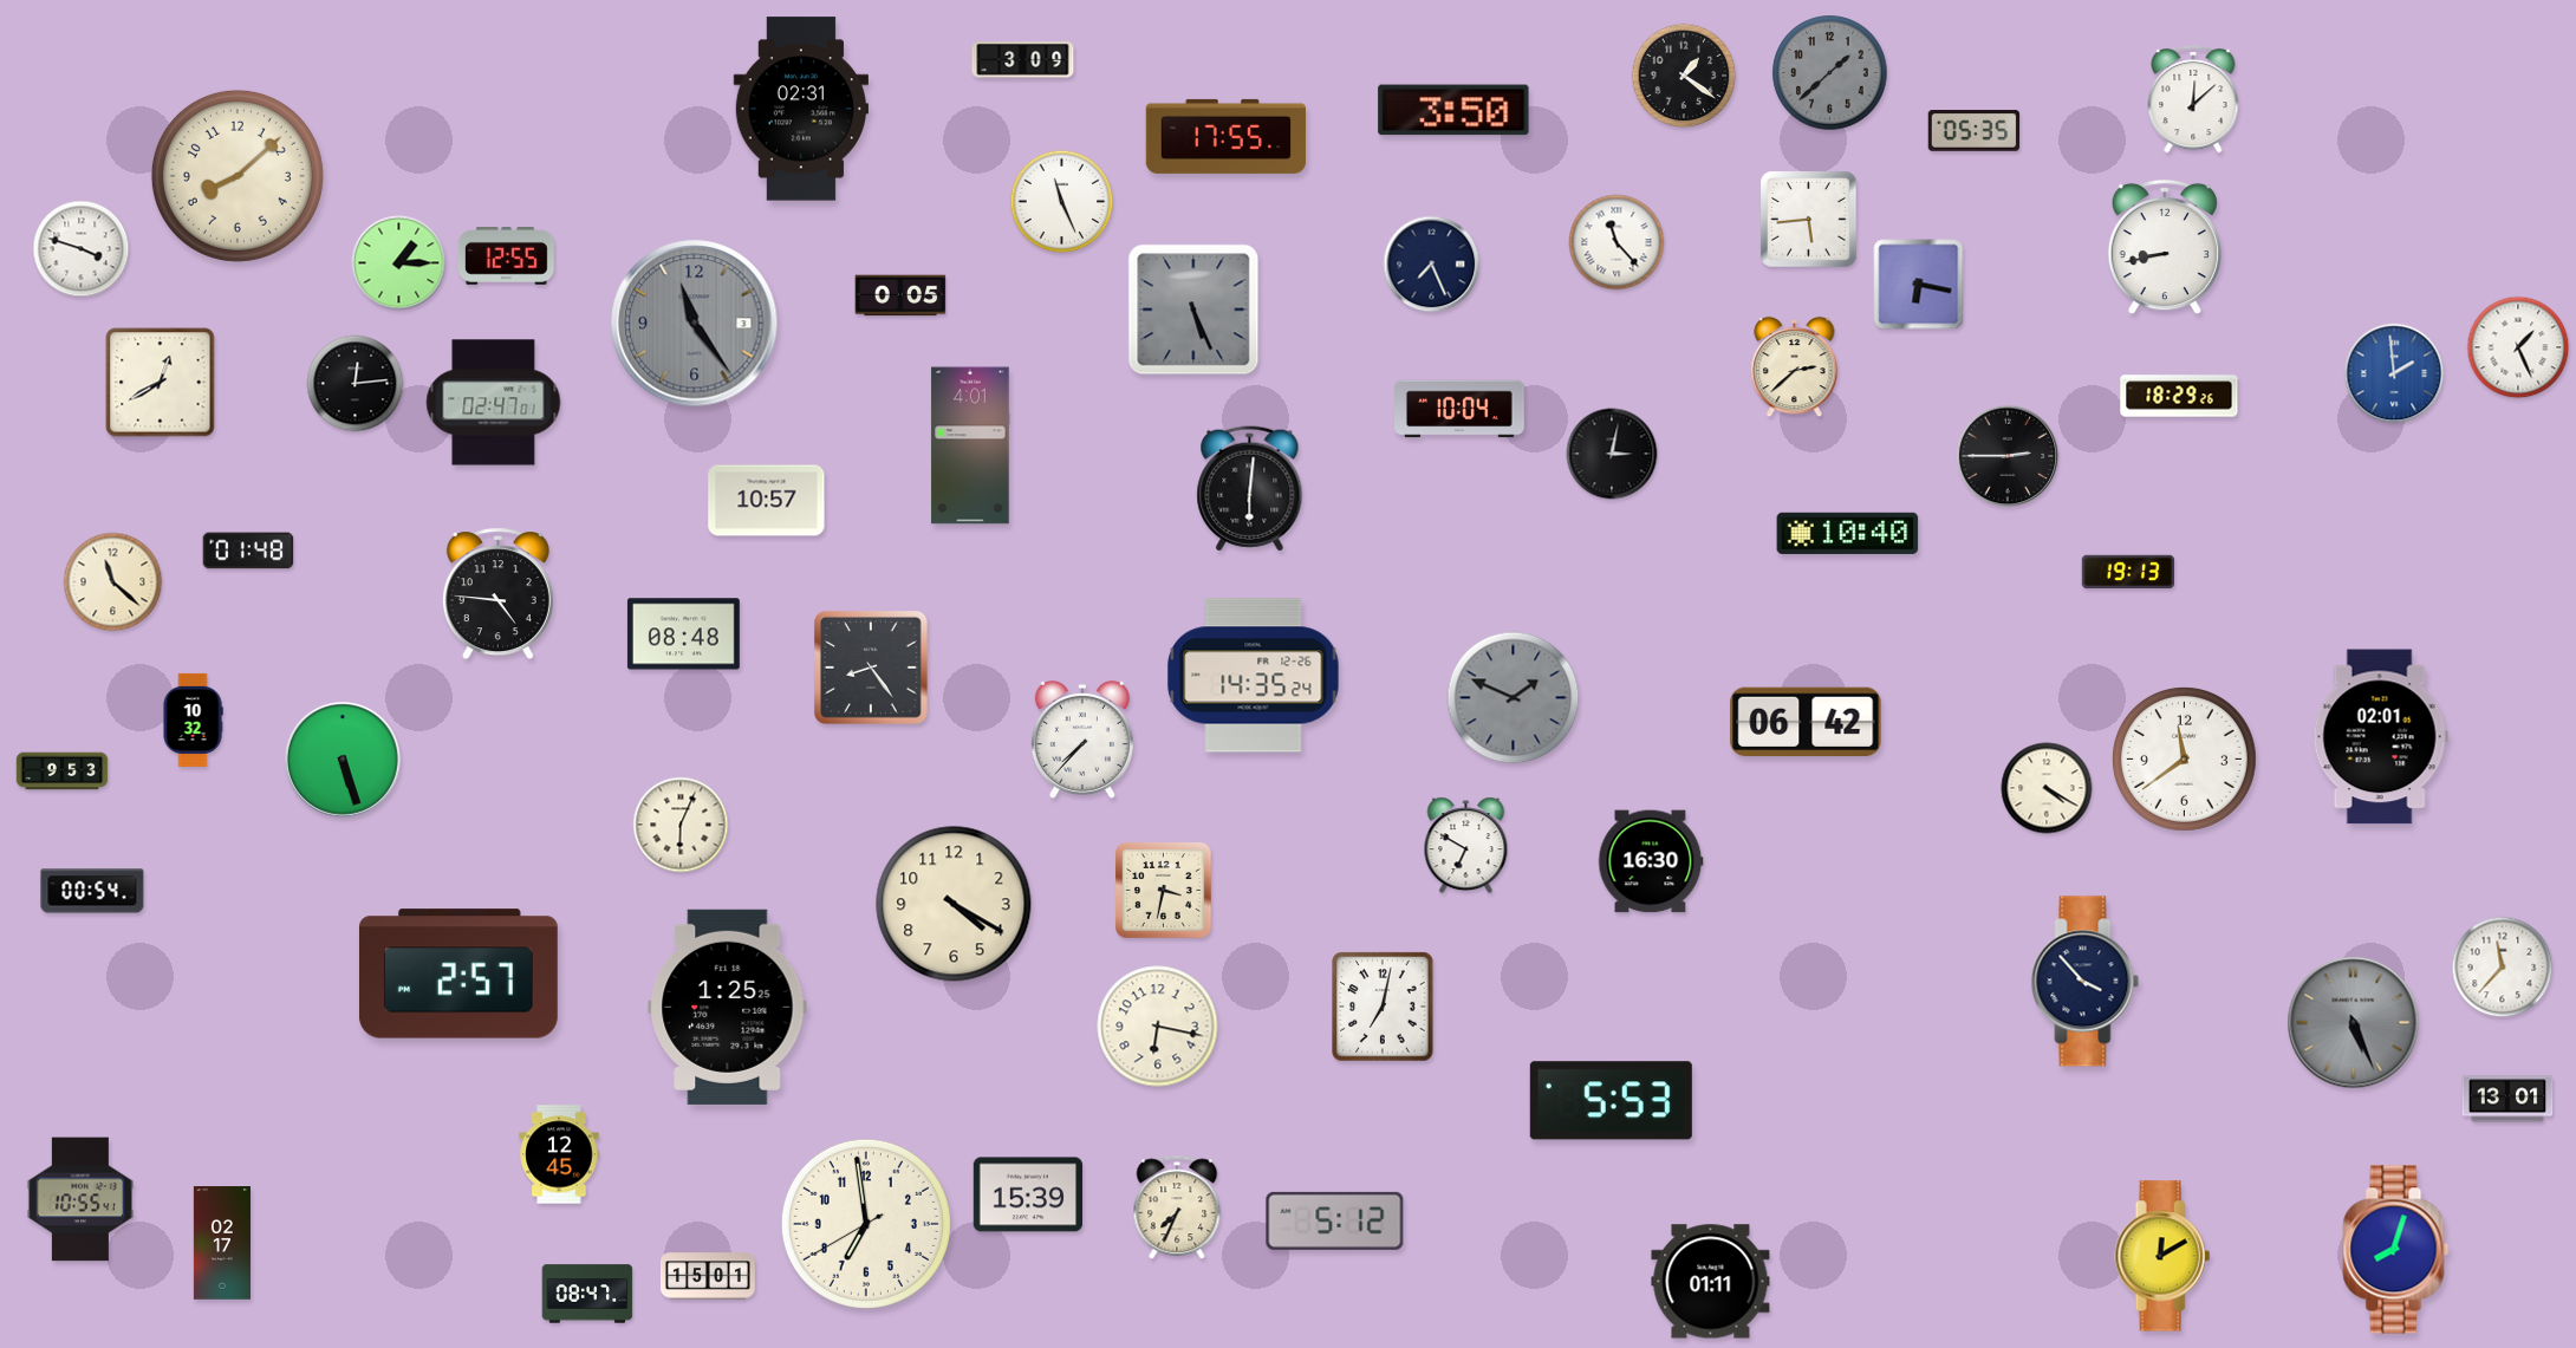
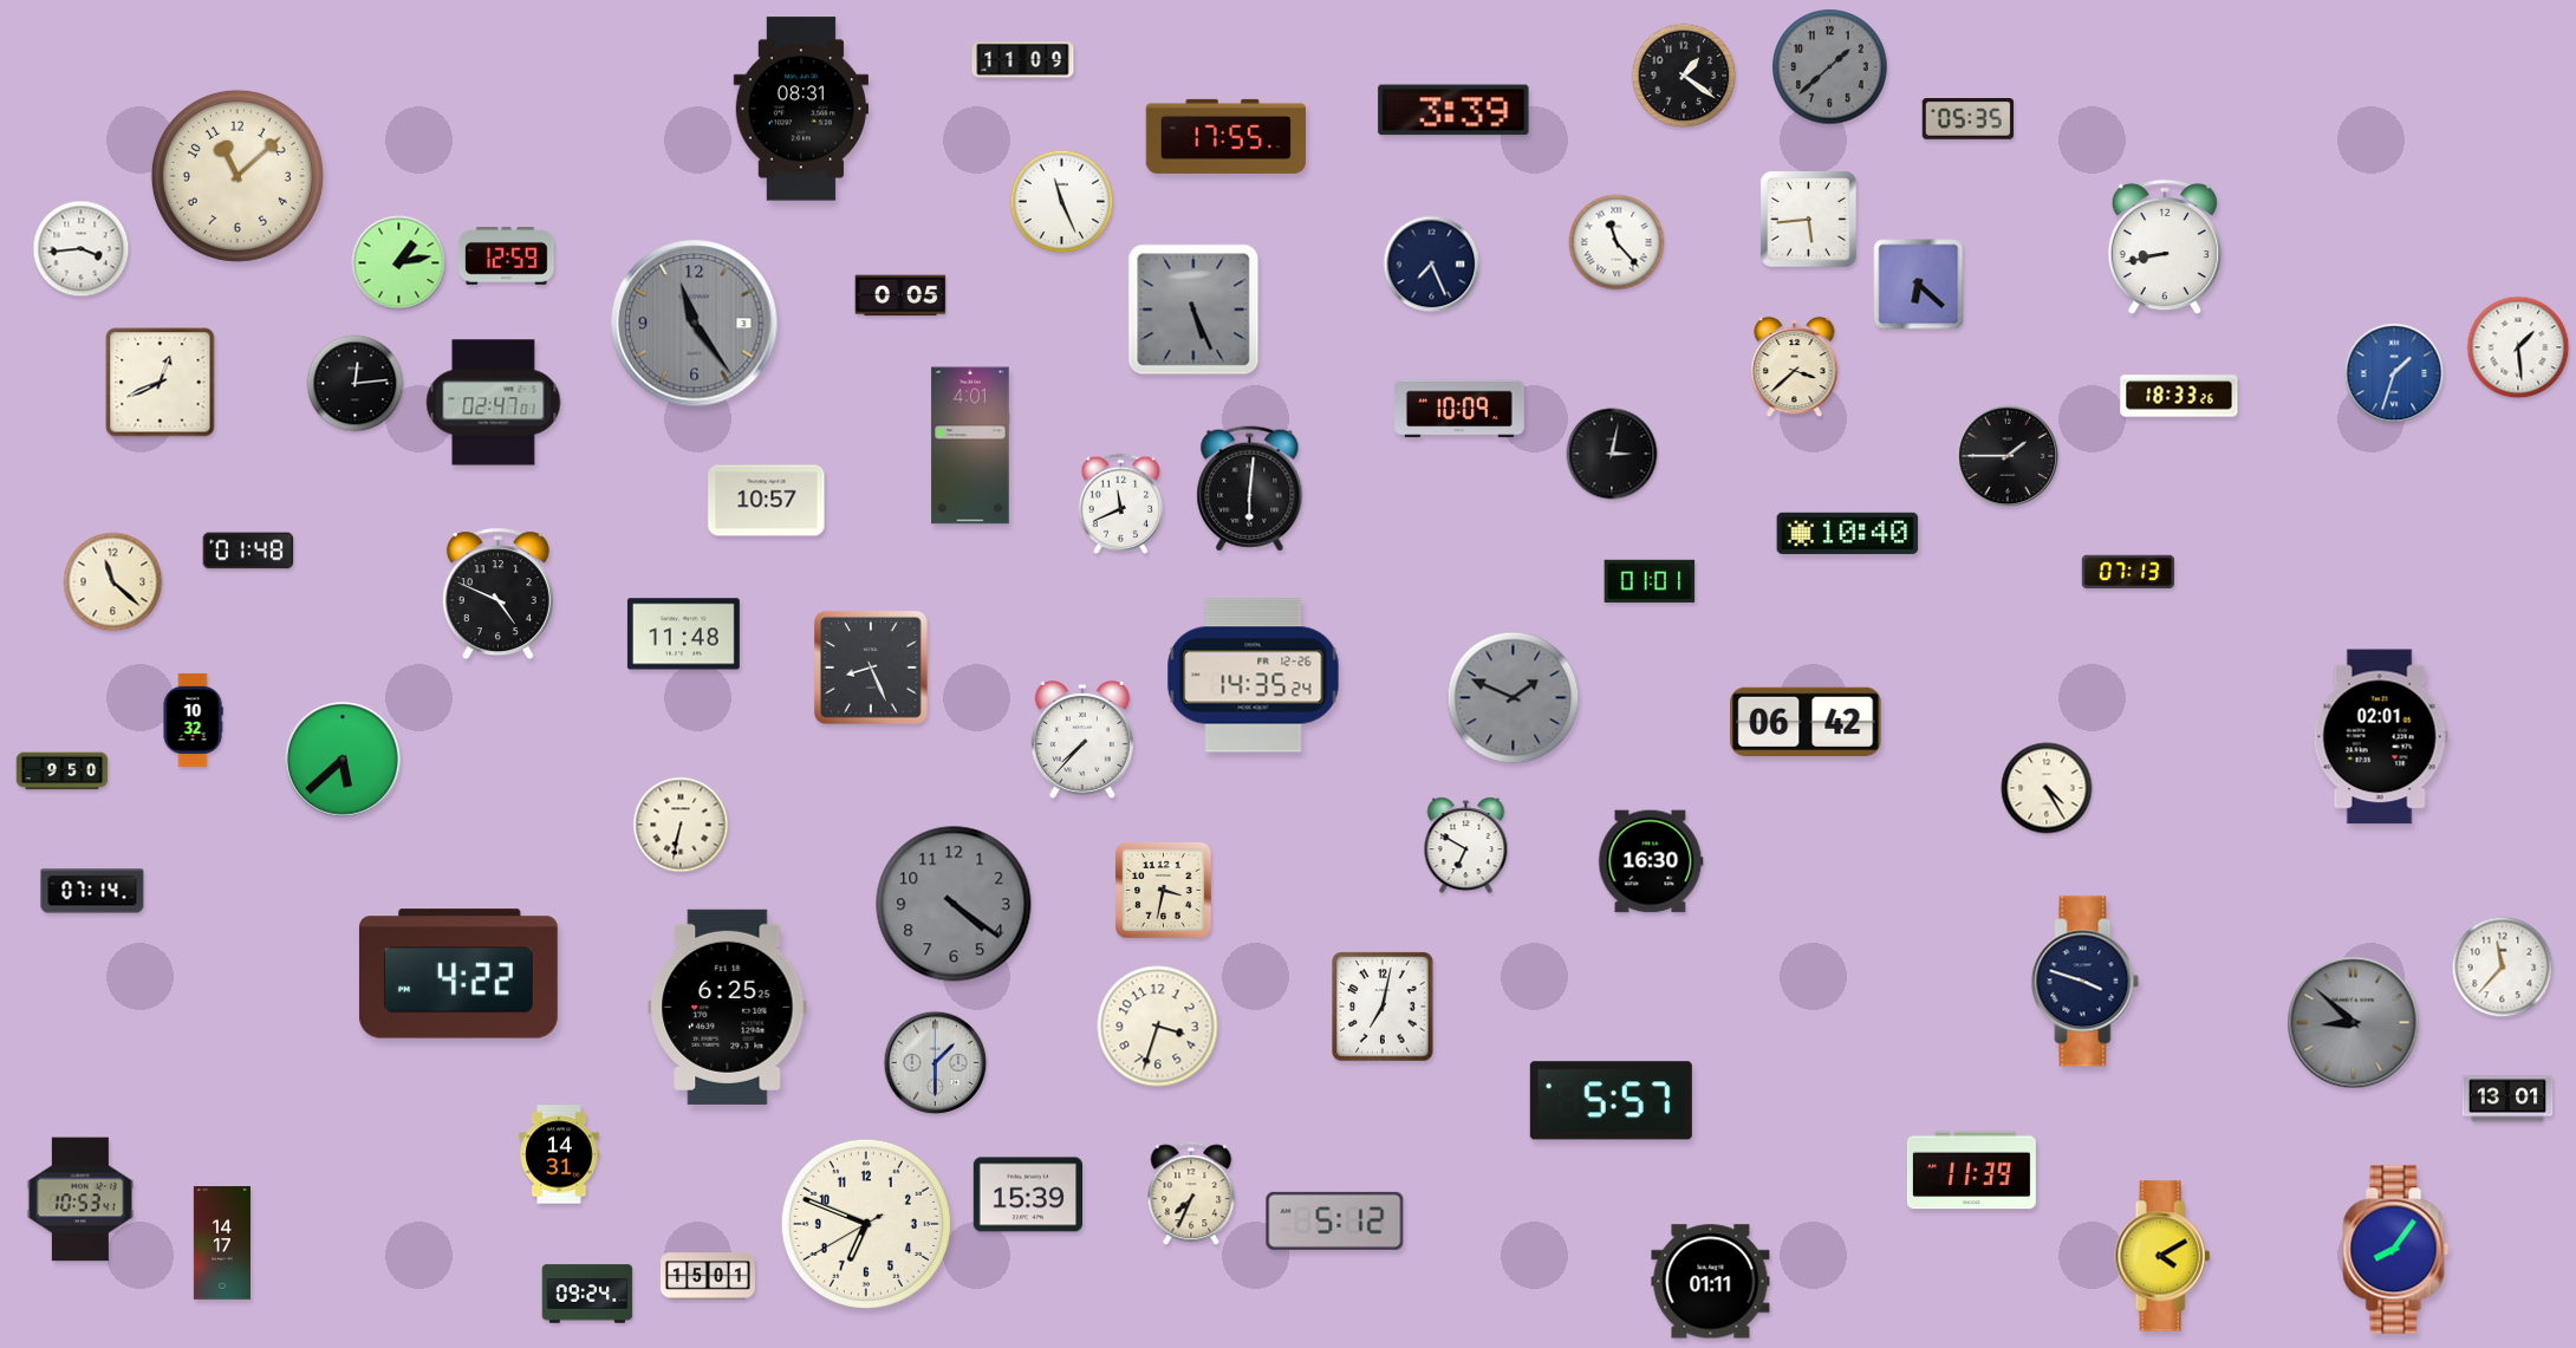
clock at (1023, 60): 3:09 -> 11:09
clock at (1830, 73) position: (1830, 73) -> (1830, 67)
clock at (2193, 99): 12:08 -> none
clock at (800, 109): 02:31 -> 08:31
clock at (1453, 110): 3:50 -> 3:39
clock at (1975, 131) position: (1975, 131) -> (1969, 119)
clock at (238, 176): 8:08 -> 11:08
clock at (82, 249): 3:48 -> 3:44
clock at (506, 256): 12:55 -> 12:59
clock at (399, 263): 1:15 -> 1:13
clock at (1919, 285): 6:17 -> 6:22
clock at (2518, 347): 1:26 -> 1:29
clock at (1795, 367): 2:38 -> 3:38
clock at (2394, 373): 1:59 -> 1:33
clock at (161, 383): 12:40 -> 12:41
clock at (2179, 396): 18:29 -> 18:33
clock at (1461, 409): 10:04 -> 10:09
clock at (2008, 456): 2:45 -> 1:45
clock at (1121, 503): none -> 11:41
clock at (2127, 572): 19:13 -> 07:13
clock at (1650, 581): none -> 01:01
clock at (497, 594): 4:46 -> 4:49
clock at (683, 634): 08:48 -> 11:48
clock at (872, 669): 8:24 -> 8:26
clock at (2185, 760): 11:39 -> none
clock at (344, 761): 5:27 -> 5:38
clock at (63, 771): 9:53 -> 9:50
clock at (2047, 788): 4:20 -> 4:25
clock at (681, 825): 6:04 -> 6:32
clock at (92, 891): 00:54 -> 07:14
clock at (954, 904): 4:20 -> 4:21
clock at (954, 904) dial: cream -> grey
clock at (458, 973): 2:57 -> 4:22
clock at (2086, 982): 3:53 -> 3:48
clock at (728, 1007): 1:25 -> 6:25
clock at (2354, 1023): 5:26 -> 8:52
clock at (1158, 1027): 6:17 -> 3:33
clock at (936, 1063): none -> 1:30
clock at (1611, 1101): 5:53 -> 5:57
clock at (559, 1154): 12:45 -> 14:31
clock at (1971, 1171): none -> 11:39
clock at (79, 1199): 10:55 -> 10:53
clock at (1177, 1209) position: (1177, 1209) -> (1191, 1194)
clock at (866, 1224): 6:58 -> 6:48
clock at (222, 1243): 02:17 -> 14:17
clock at (2396, 1250): 8:03 -> 8:06
clock at (2162, 1256): 12:10 -> 4:10
clock at (587, 1294): 08:47 -> 09:24
